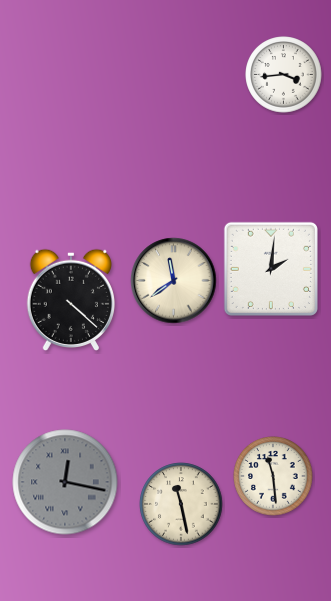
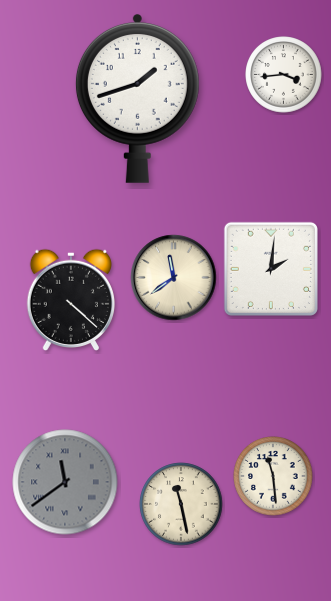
clock at (137, 98): none -> 1:42
clock at (174, 281) position: (174, 281) -> (174, 278)
clock at (65, 482): 12:17 -> 11:39
